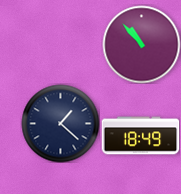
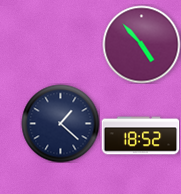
clock at (141, 44): 10:53 -> 4:53
clock at (140, 136): 18:49 -> 18:52
